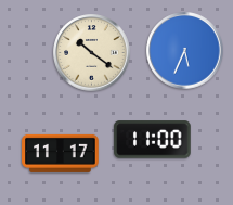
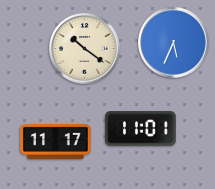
clock at (185, 51) position: (185, 51) -> (174, 43)
clock at (153, 140): 11:00 -> 11:01
